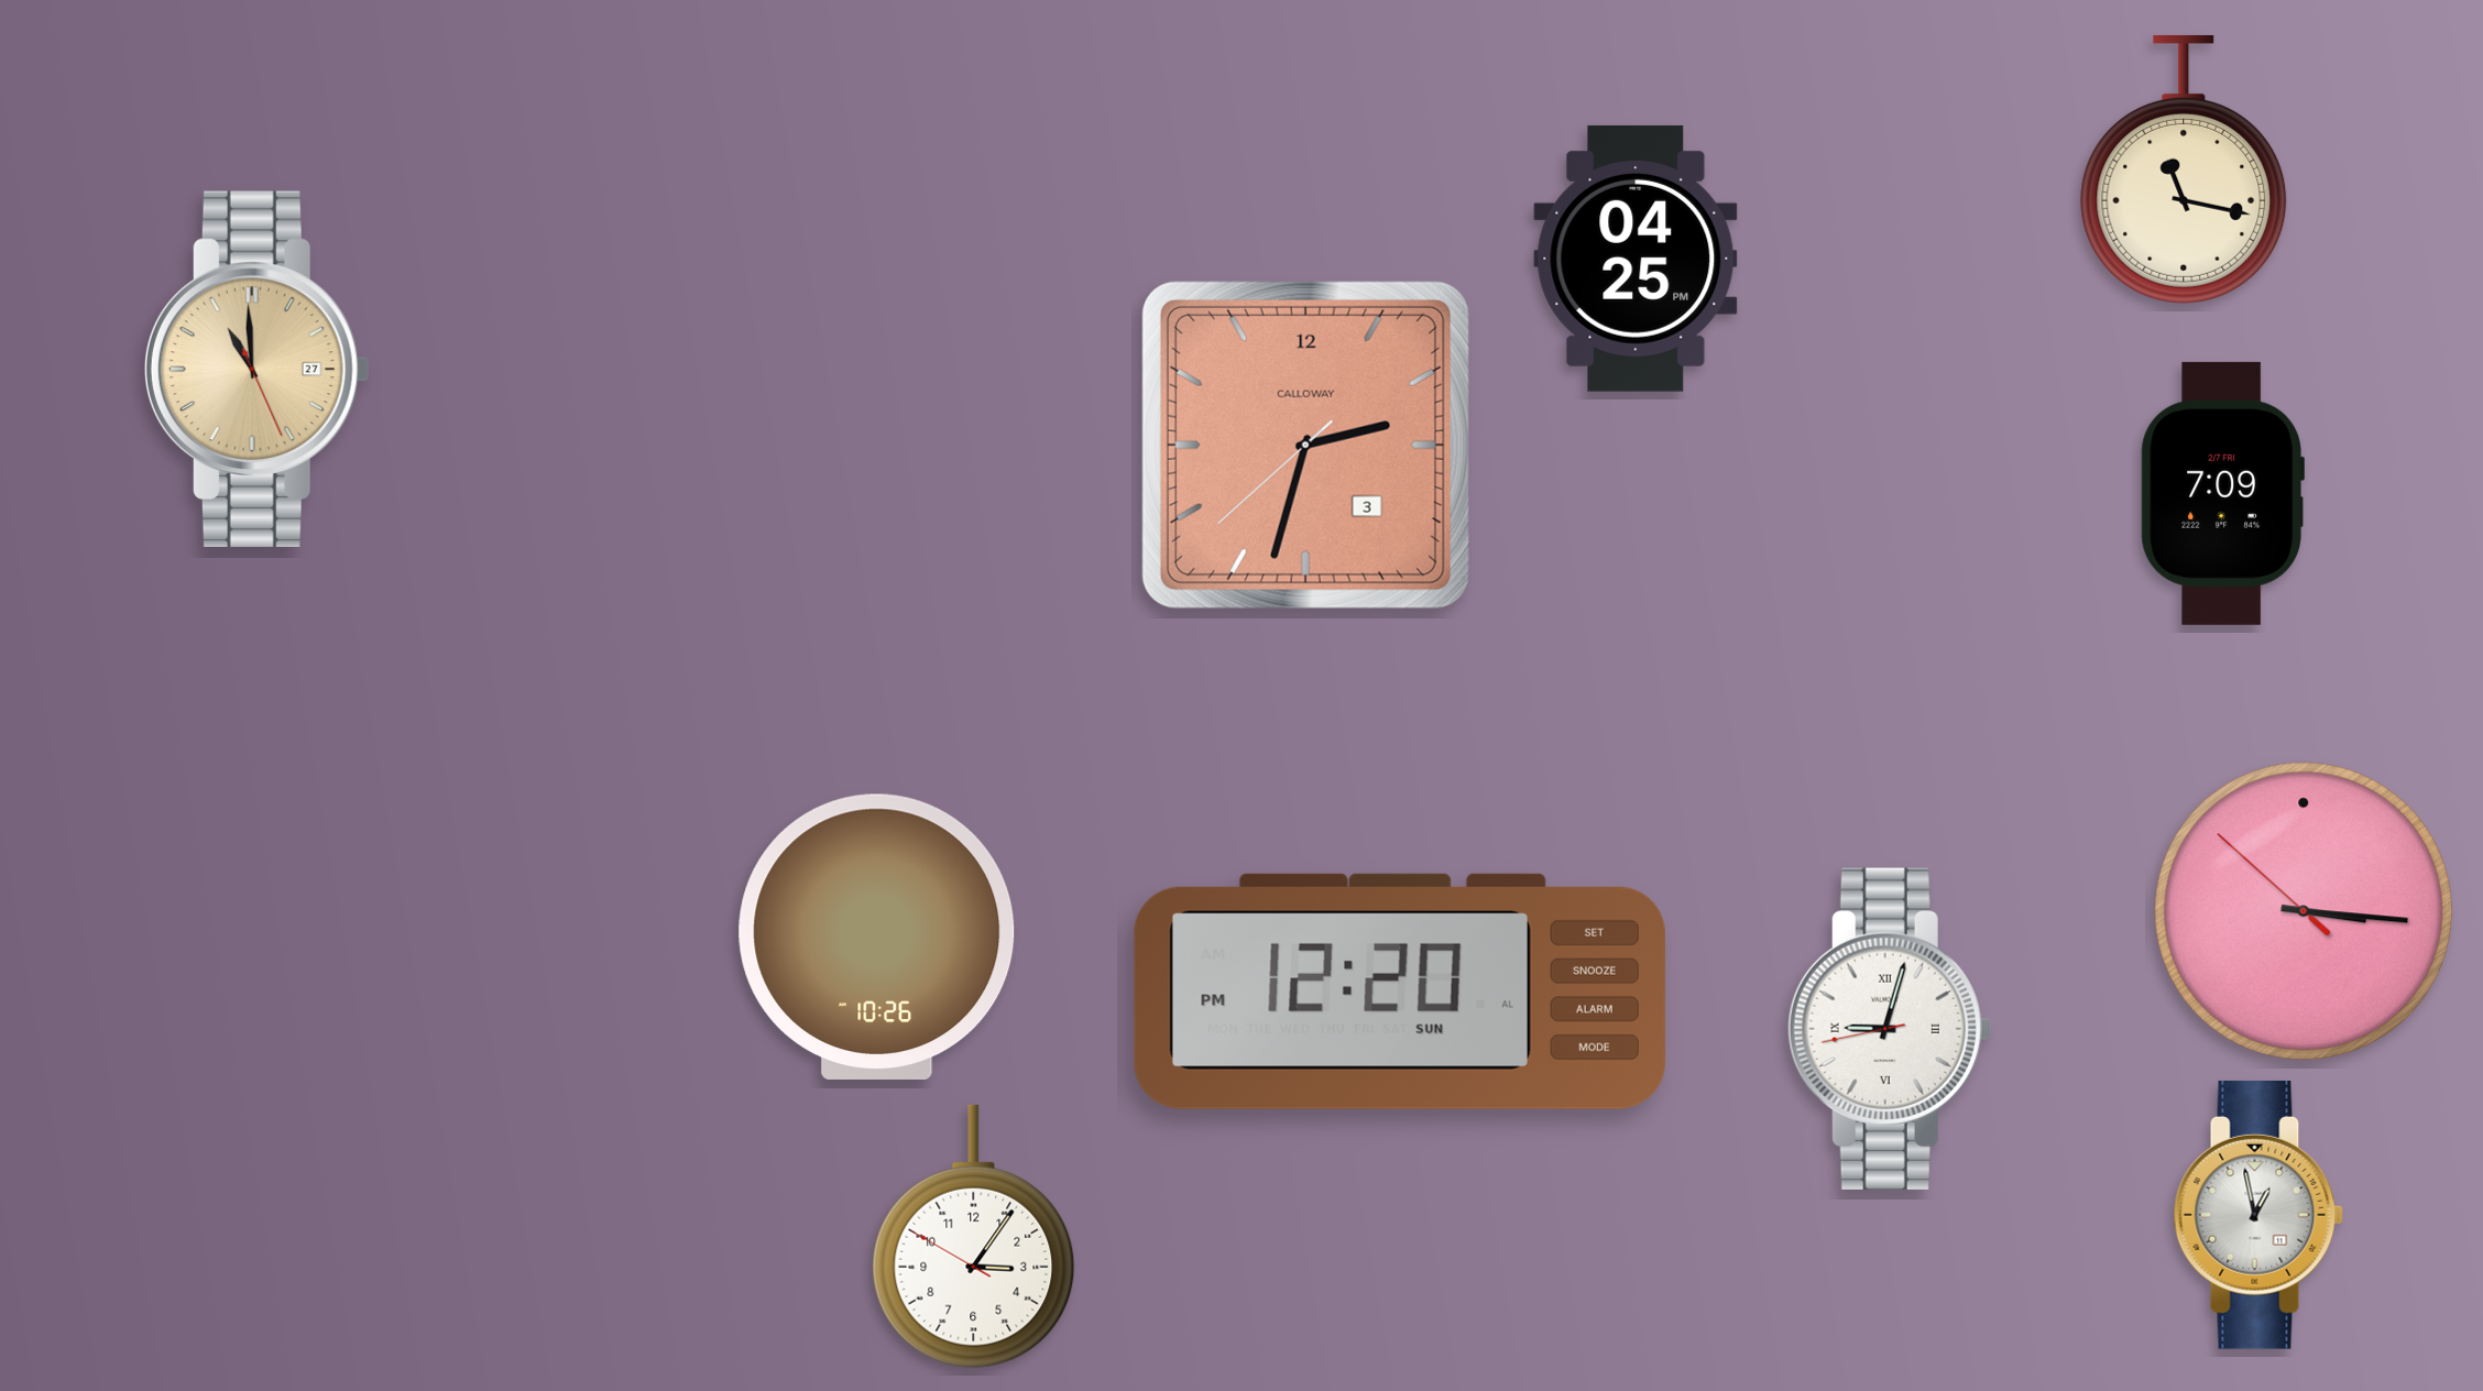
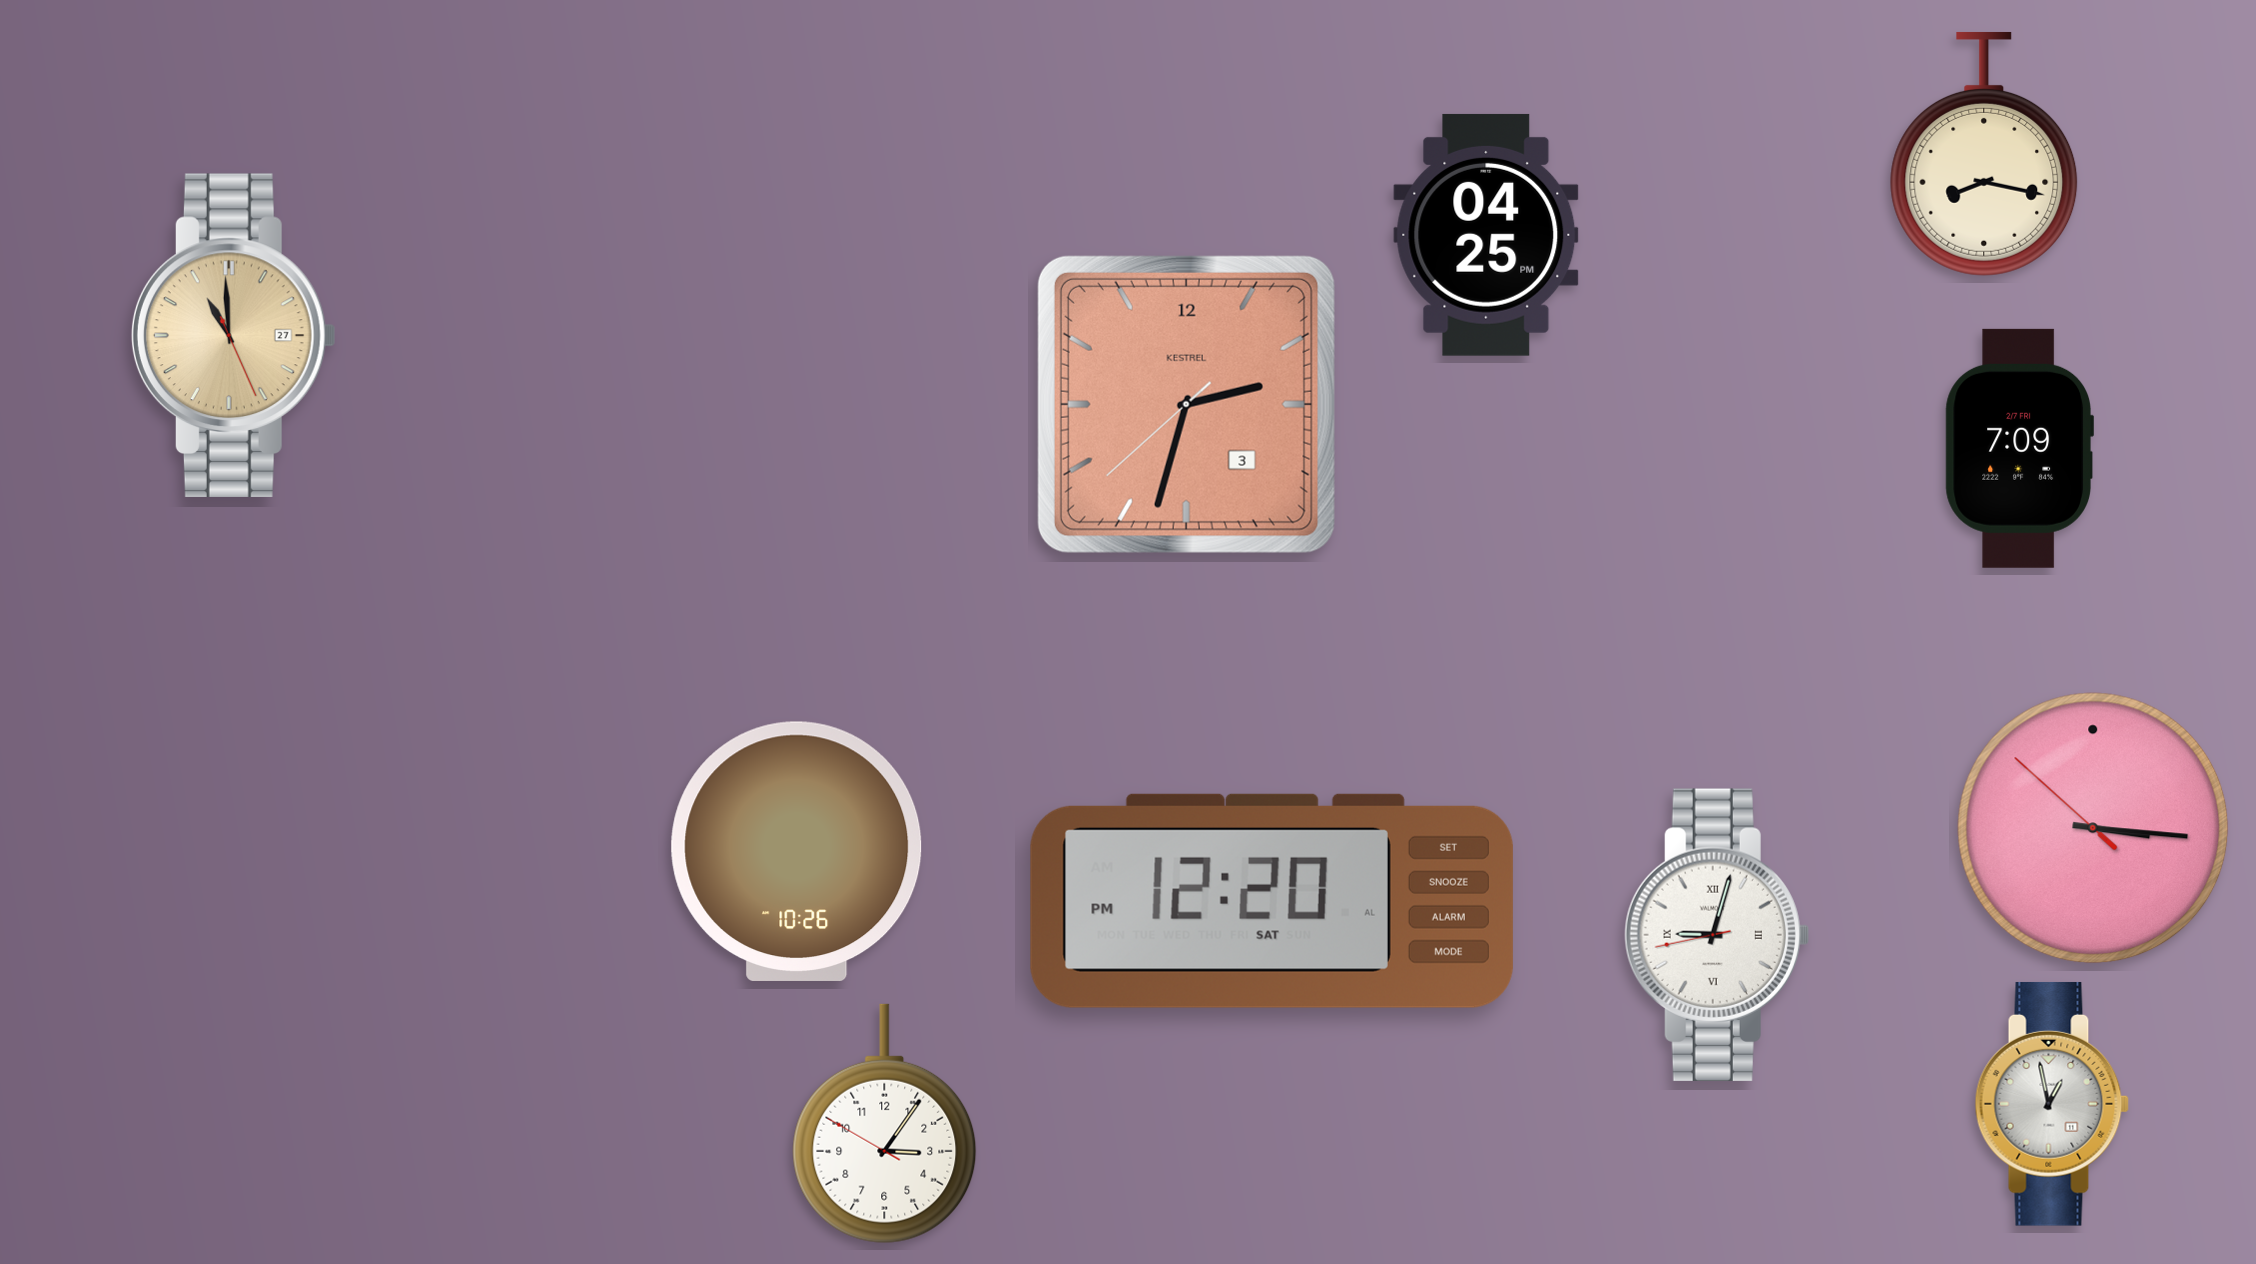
clock at (2184, 169): 11:17 -> 8:17
clock at (1305, 445) brand: CALLOWAY -> KESTREL
clock at (1400, 992) date: SUN -> SAT
